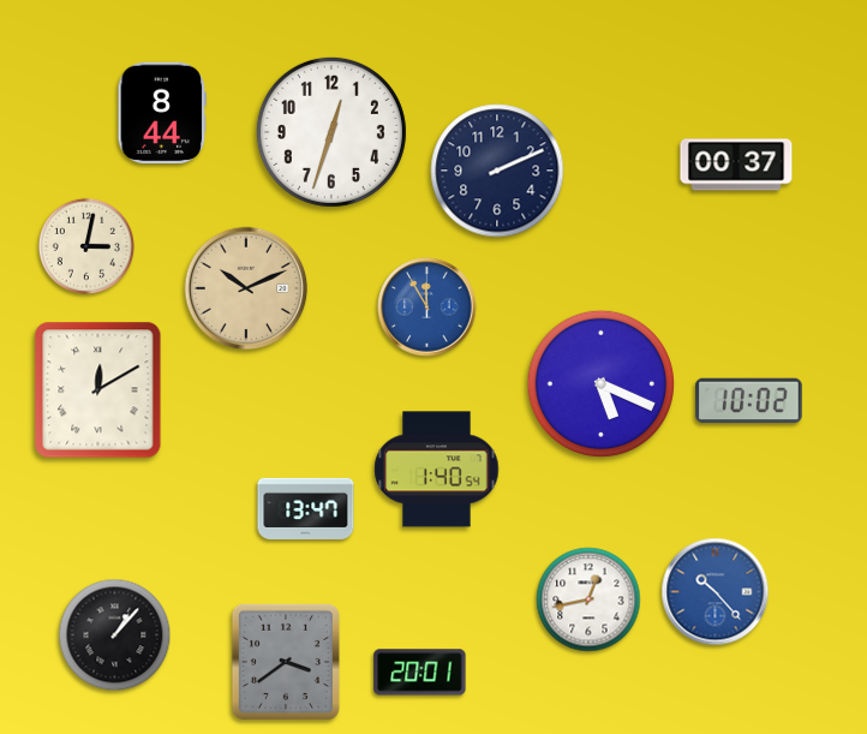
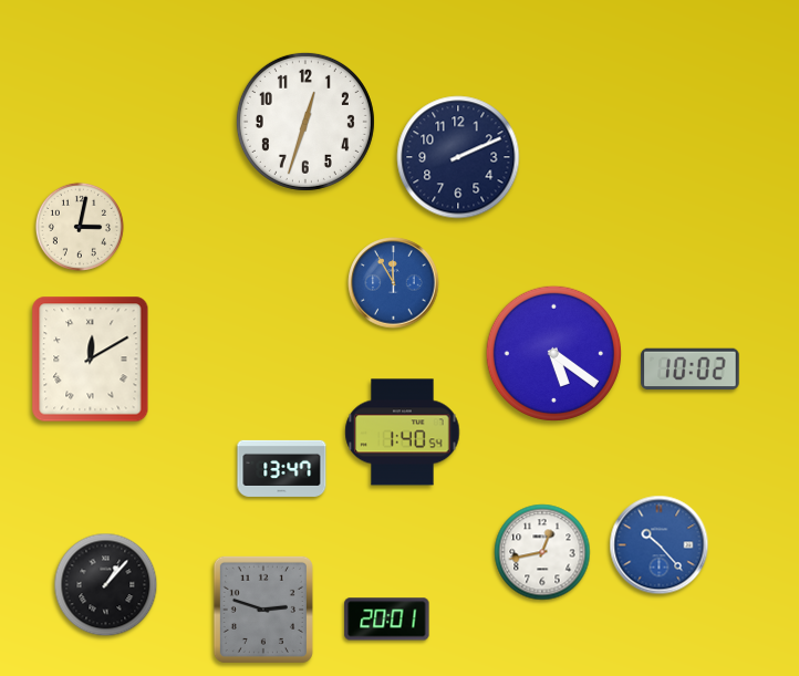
clock at (162, 113): 8:44 -> none
clock at (736, 165): 00:37 -> none
clock at (246, 288): 10:11 -> none
clock at (600, 383): 5:19 -> 5:21
clock at (286, 662): 3:39 -> 2:48
